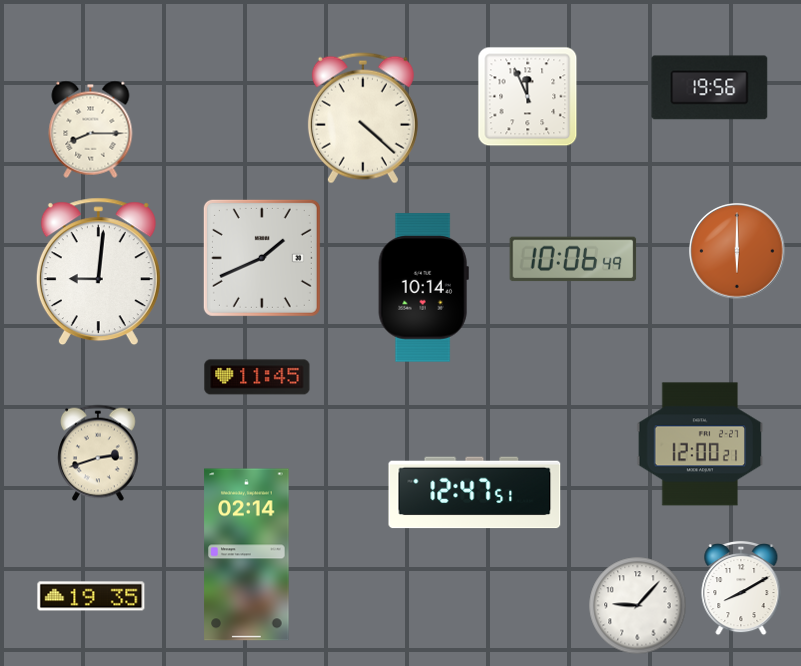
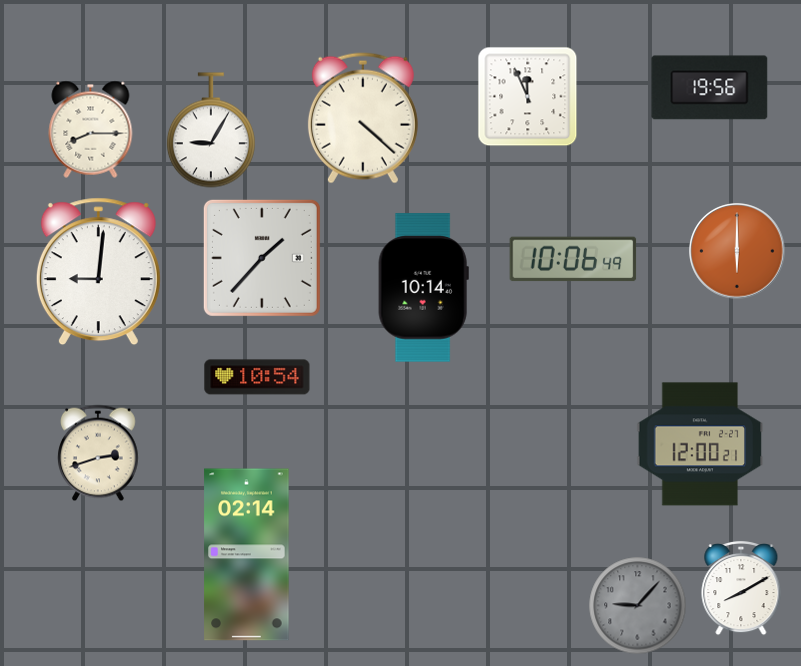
clock at (211, 130): none -> 9:05
clock at (262, 258): 1:41 -> 1:37
clock at (257, 377): 11:45 -> 10:54
clock at (475, 493): 12:47 -> none
clock at (91, 596): 19:35 -> none
clock at (637, 605) dial: white -> grey
